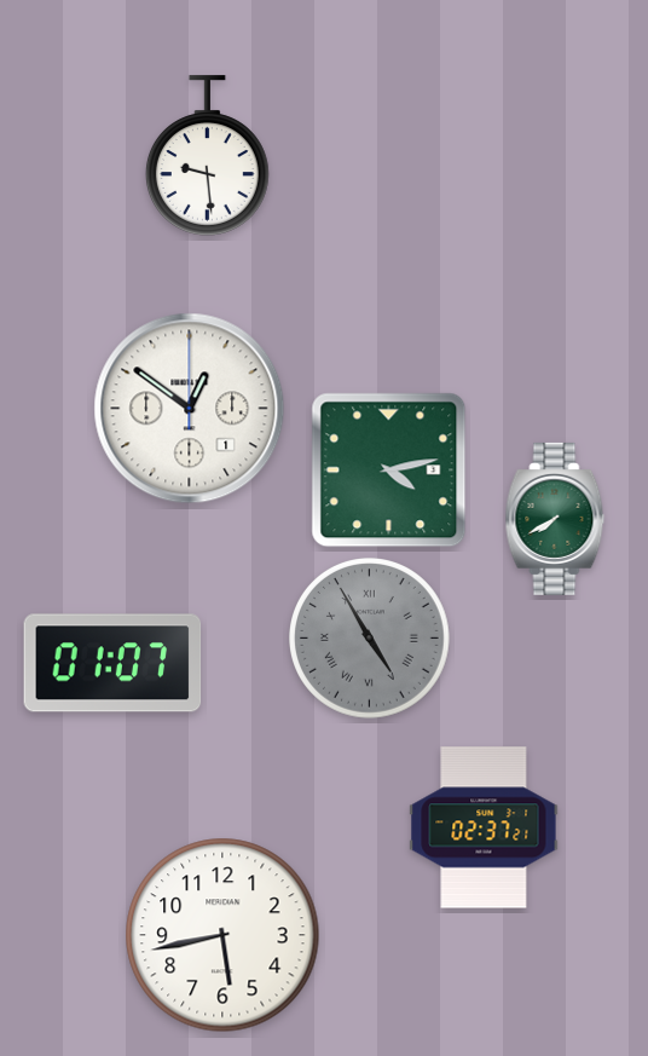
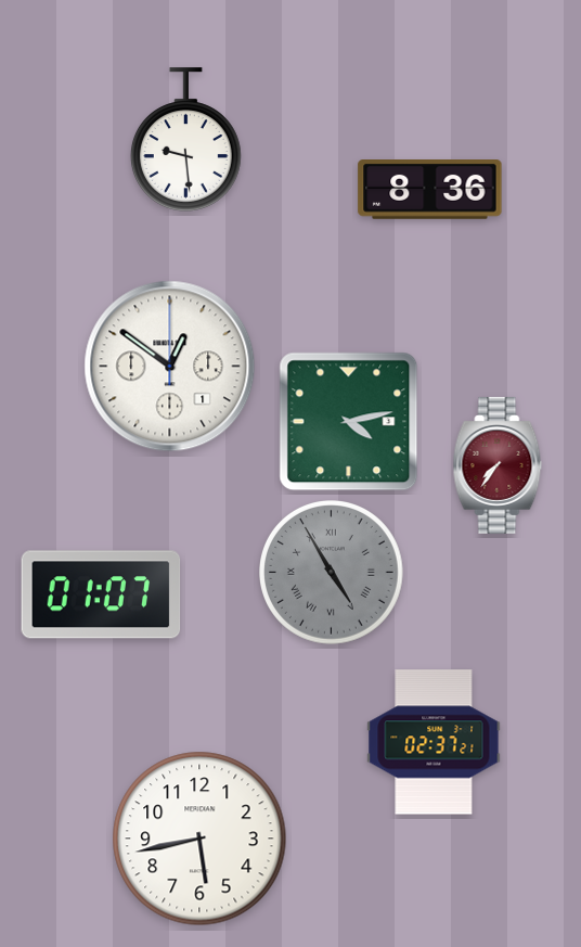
clock at (430, 190): none -> 8:36
clock at (555, 519): 7:40 -> 7:36
clock at (555, 519) dial: green -> burgundy
